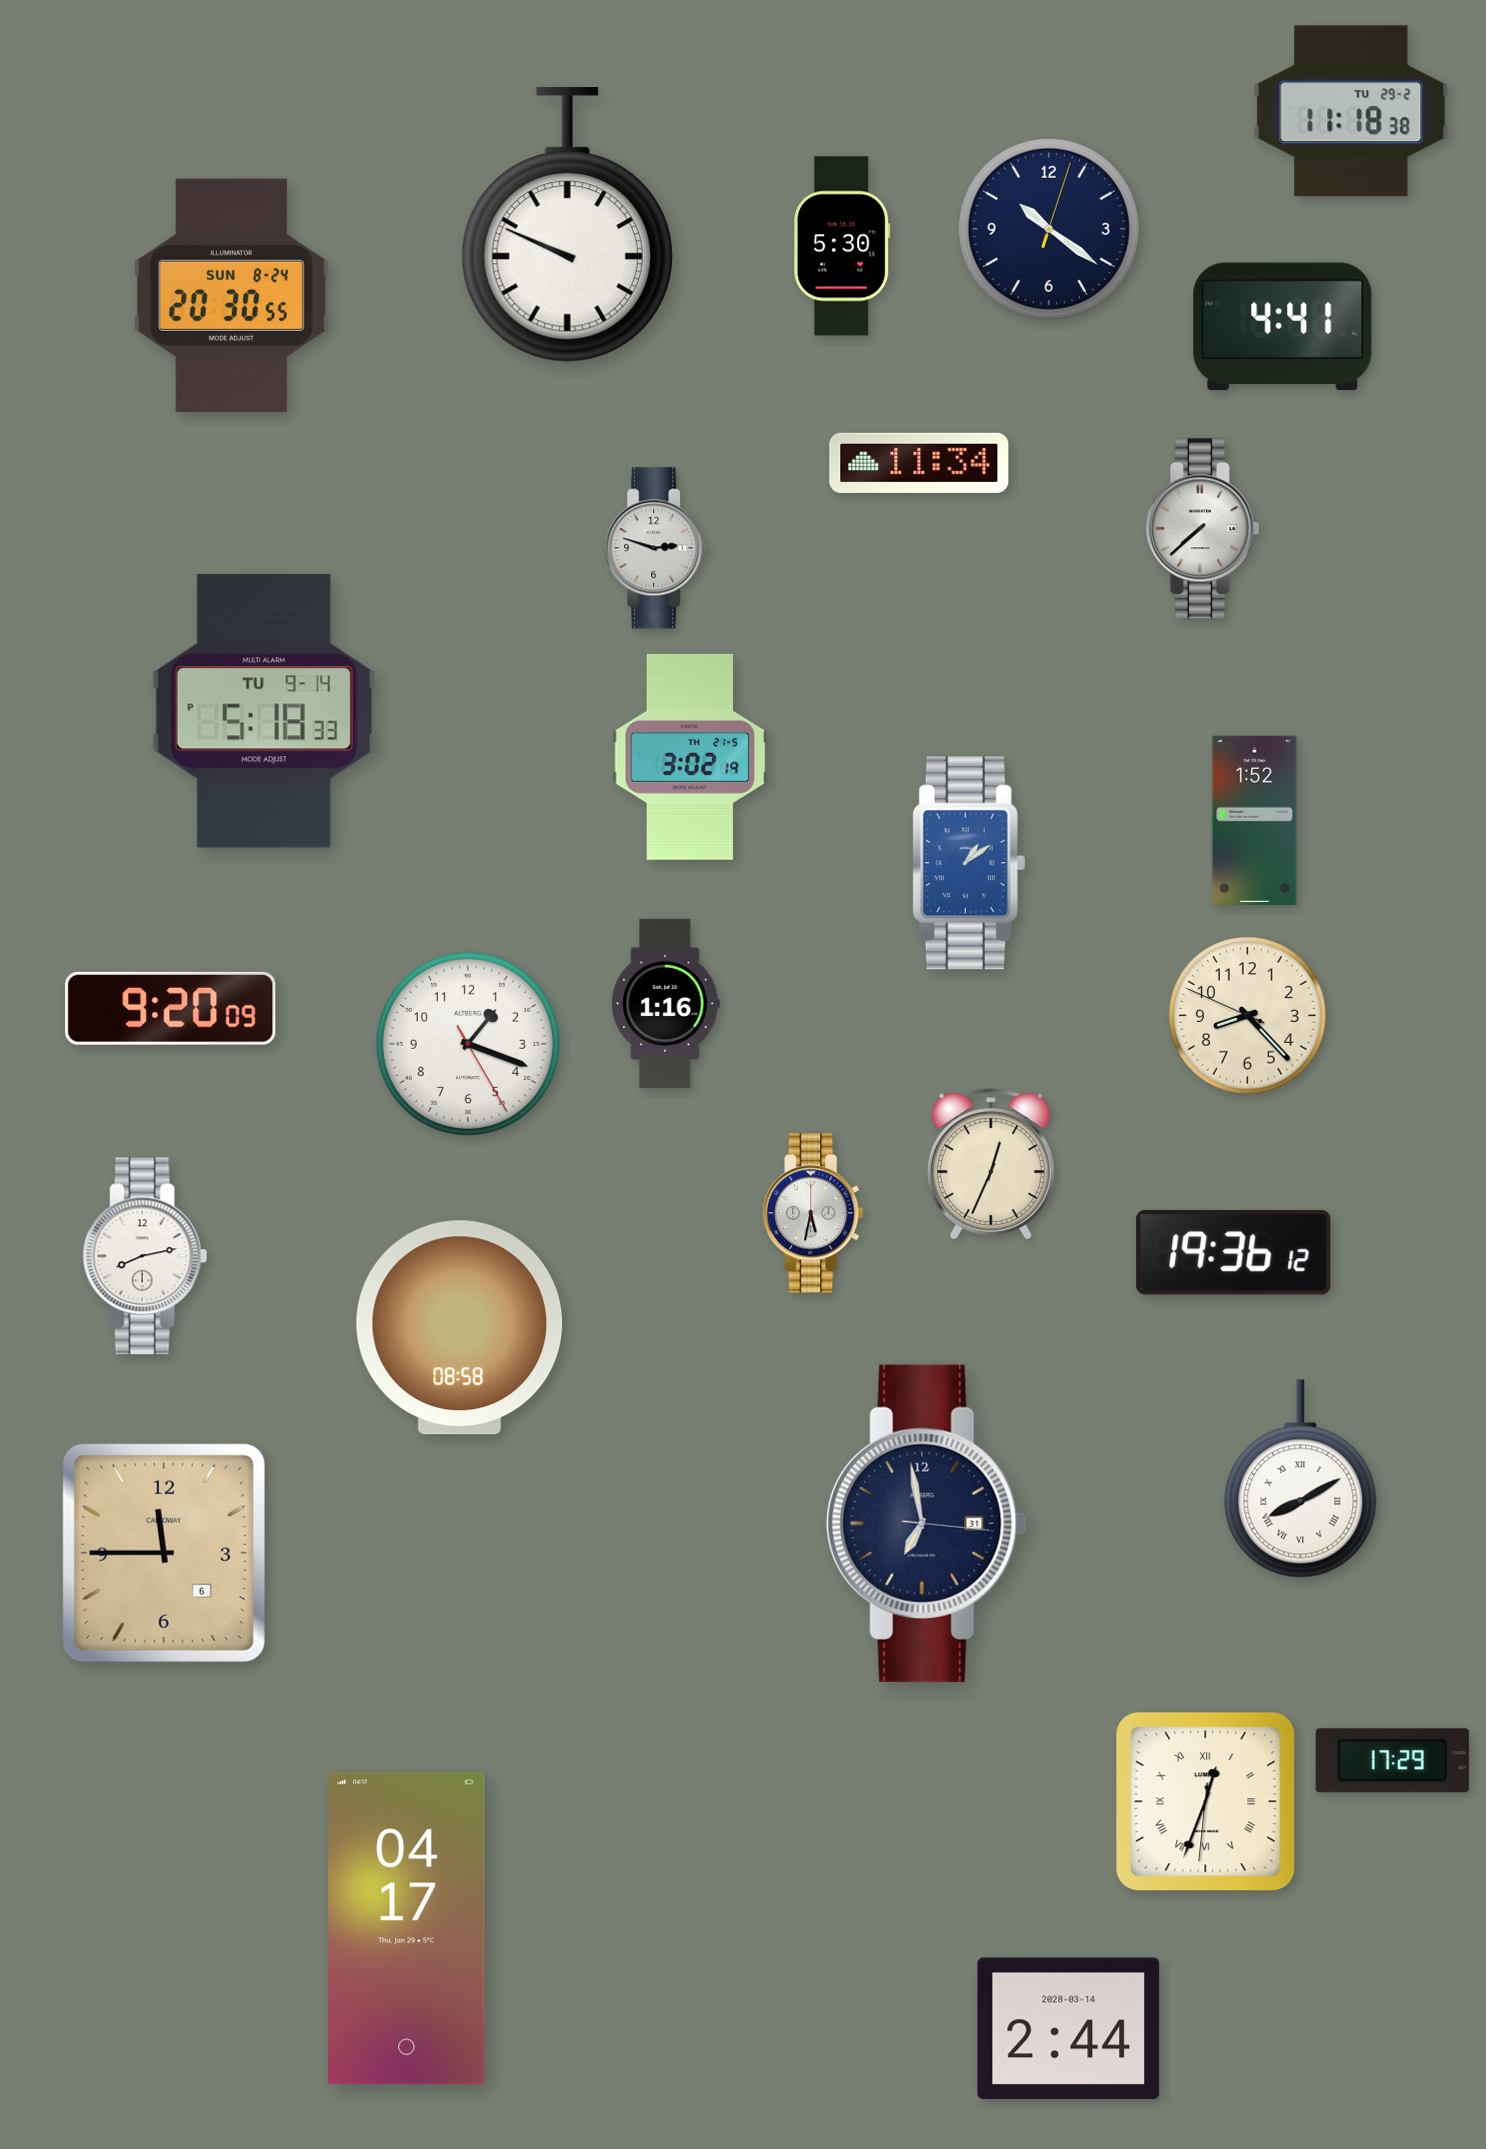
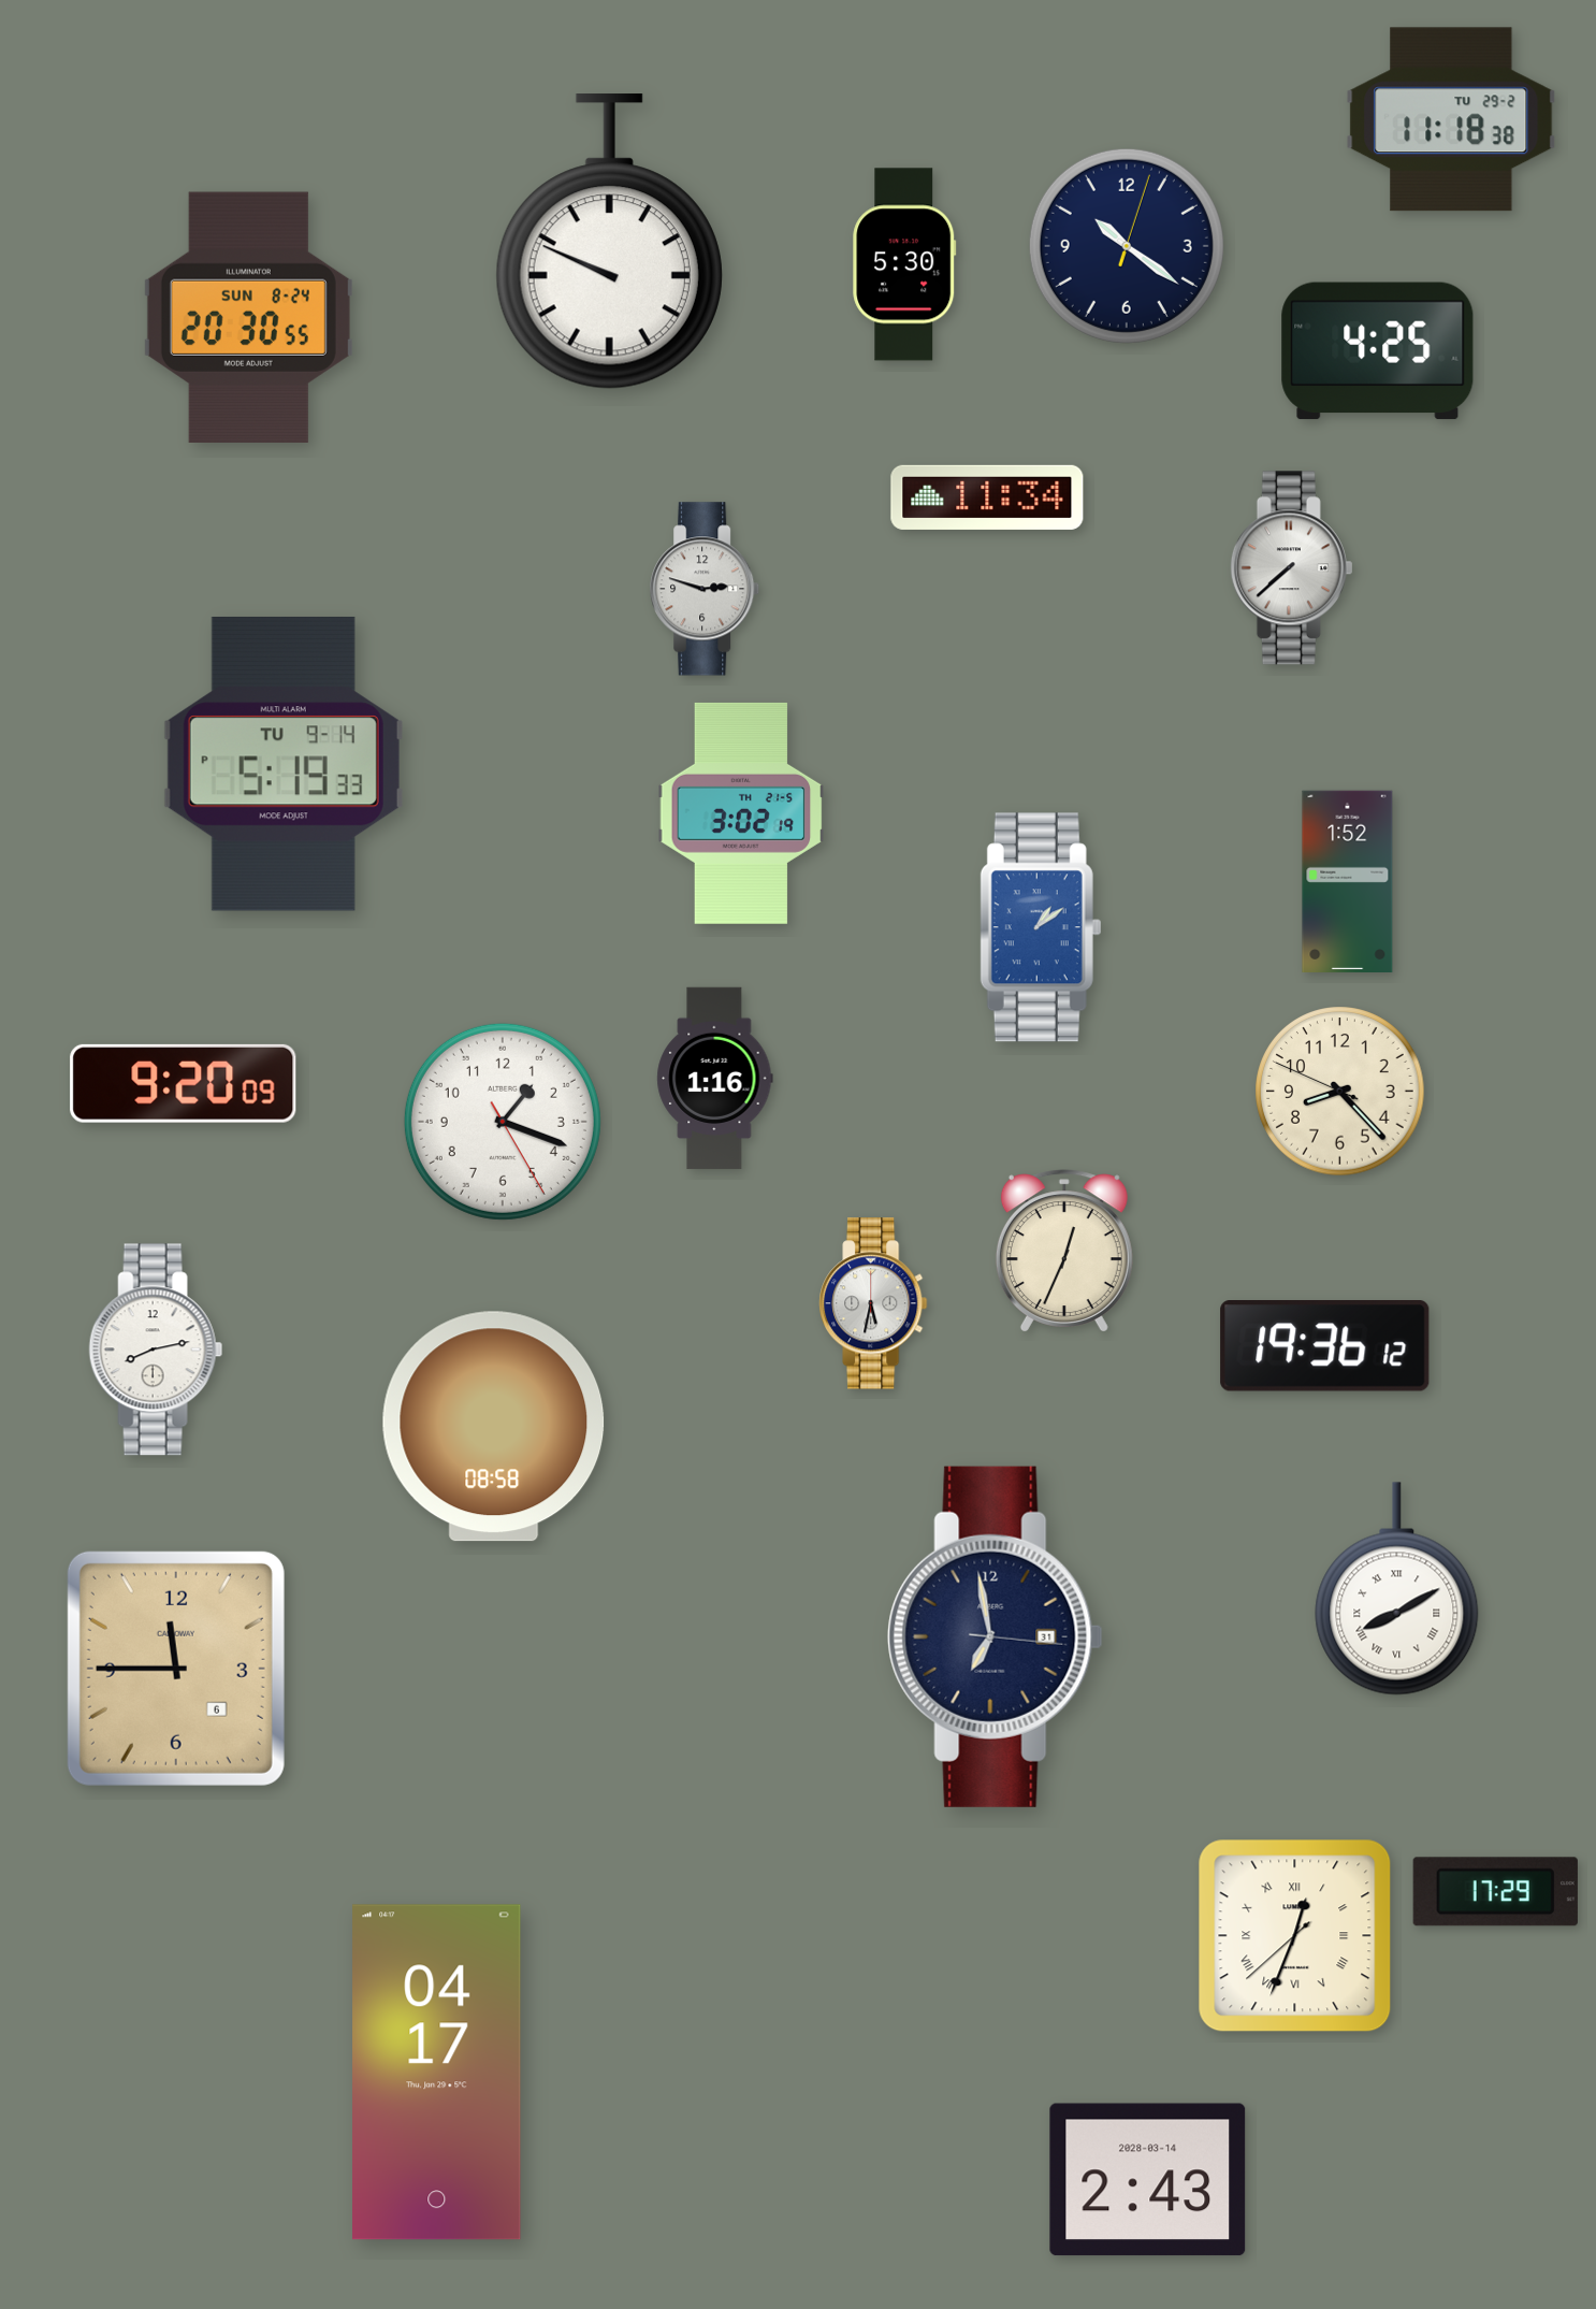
clock at (1283, 327): 4:41 -> 4:25
clock at (264, 711): 5:18 -> 5:19
clock at (1206, 1802): 12:33:31 -> 12:33:38
clock at (1069, 2029): 2:44 -> 2:43
